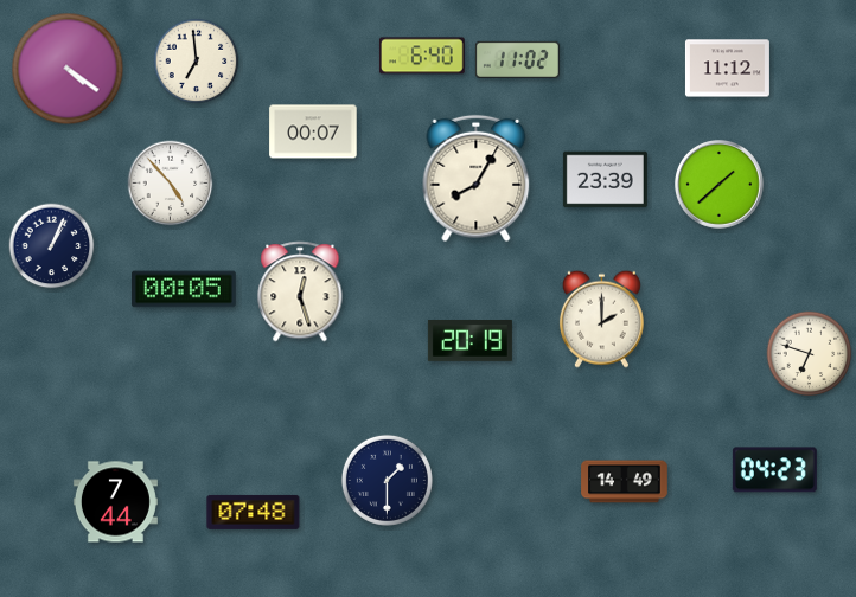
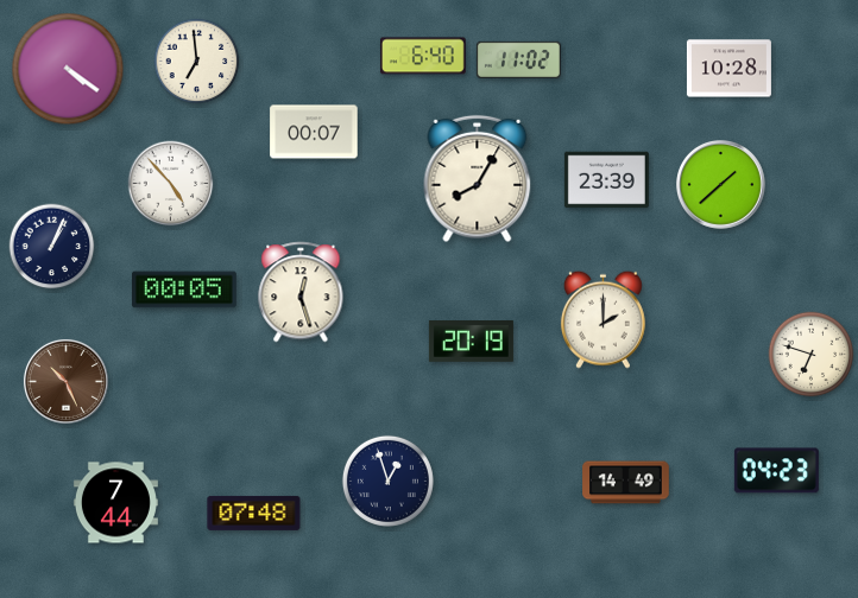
clock at (727, 69): 11:12 -> 10:28
clock at (65, 381): none -> 10:26
clock at (387, 480): 1:30 -> 12:57
